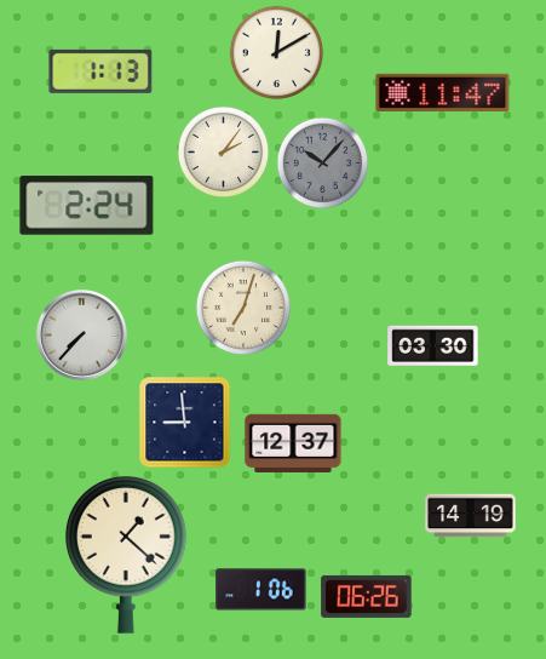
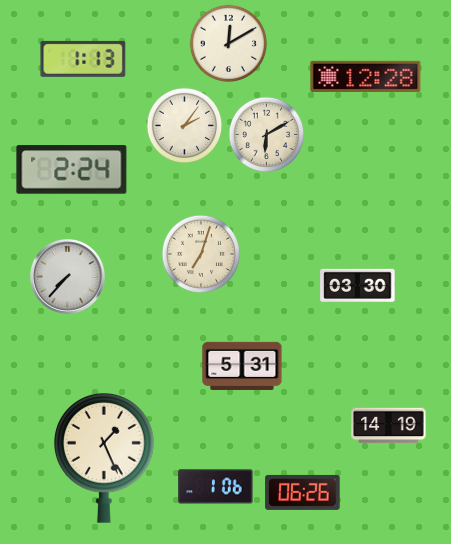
clock at (443, 92): 11:47 -> 12:28
clock at (323, 164): 10:07 -> 6:10
clock at (323, 164) dial: grey -> cream
clock at (185, 423): 8:59 -> none
clock at (293, 443): 12:37 -> 5:31
clock at (127, 556): 1:22 -> 1:26
